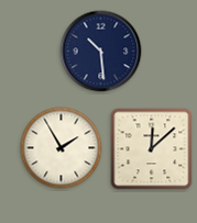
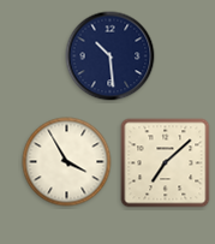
clock at (62, 148): 1:55 -> 3:55
clock at (152, 149): 12:08 -> 7:08
